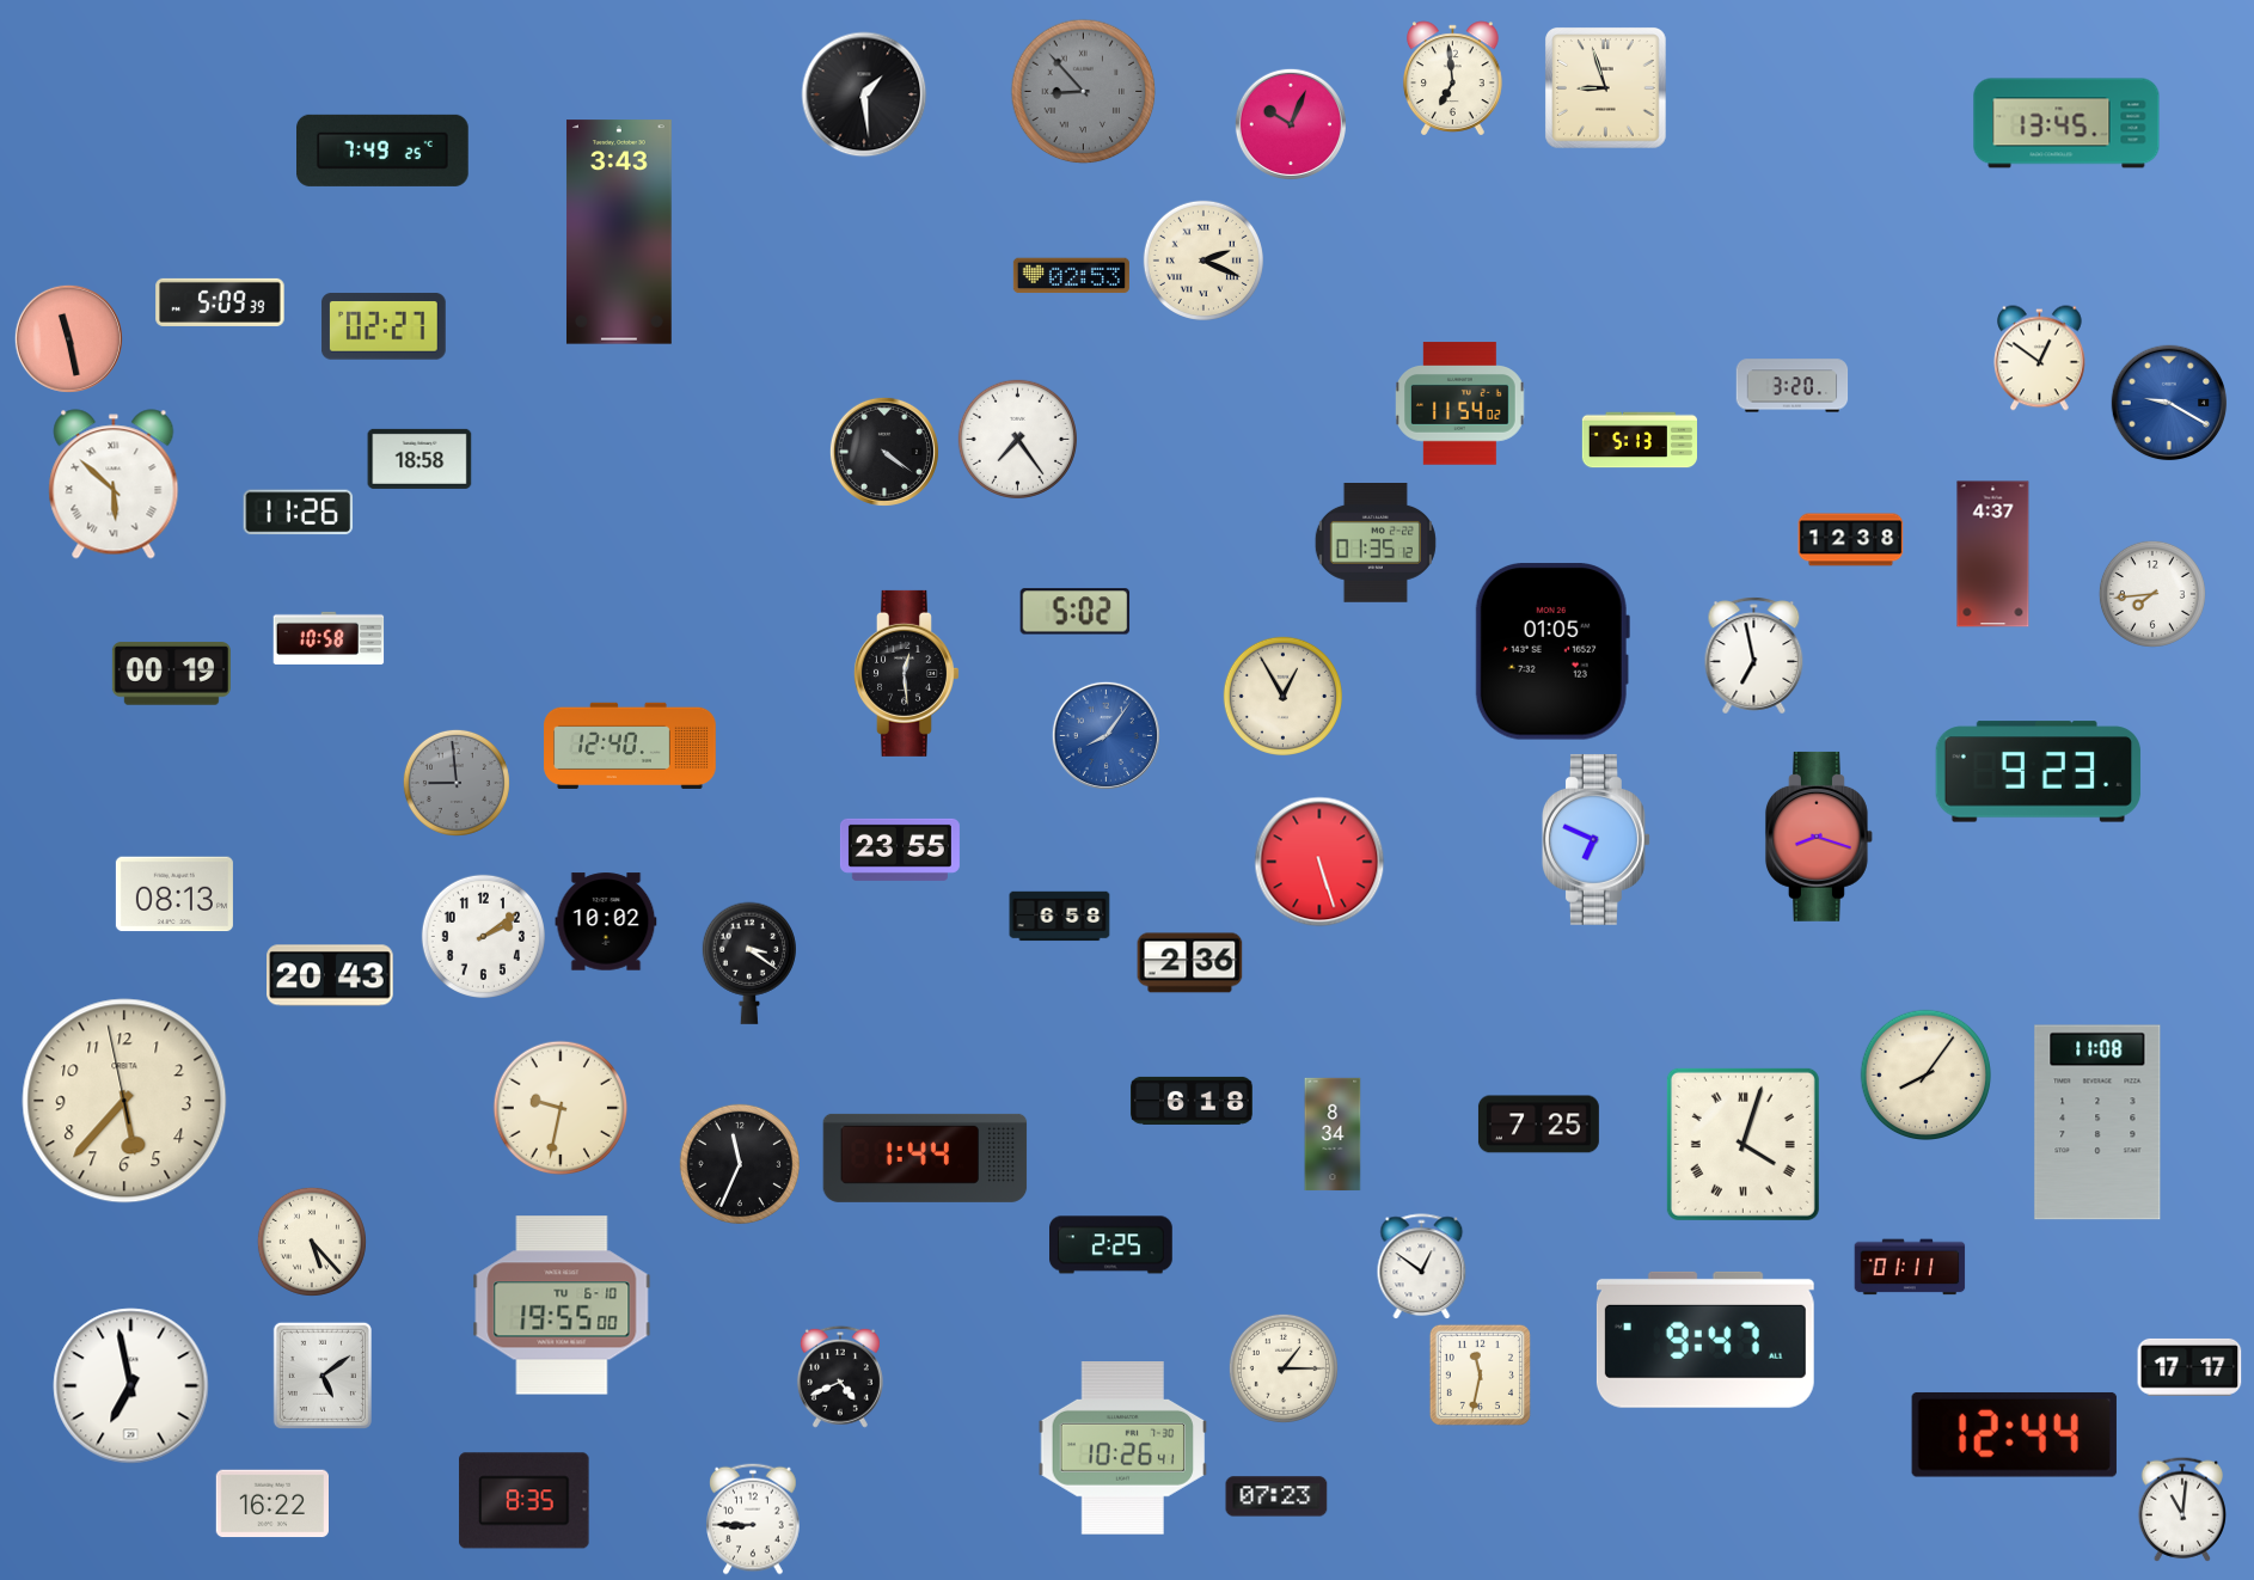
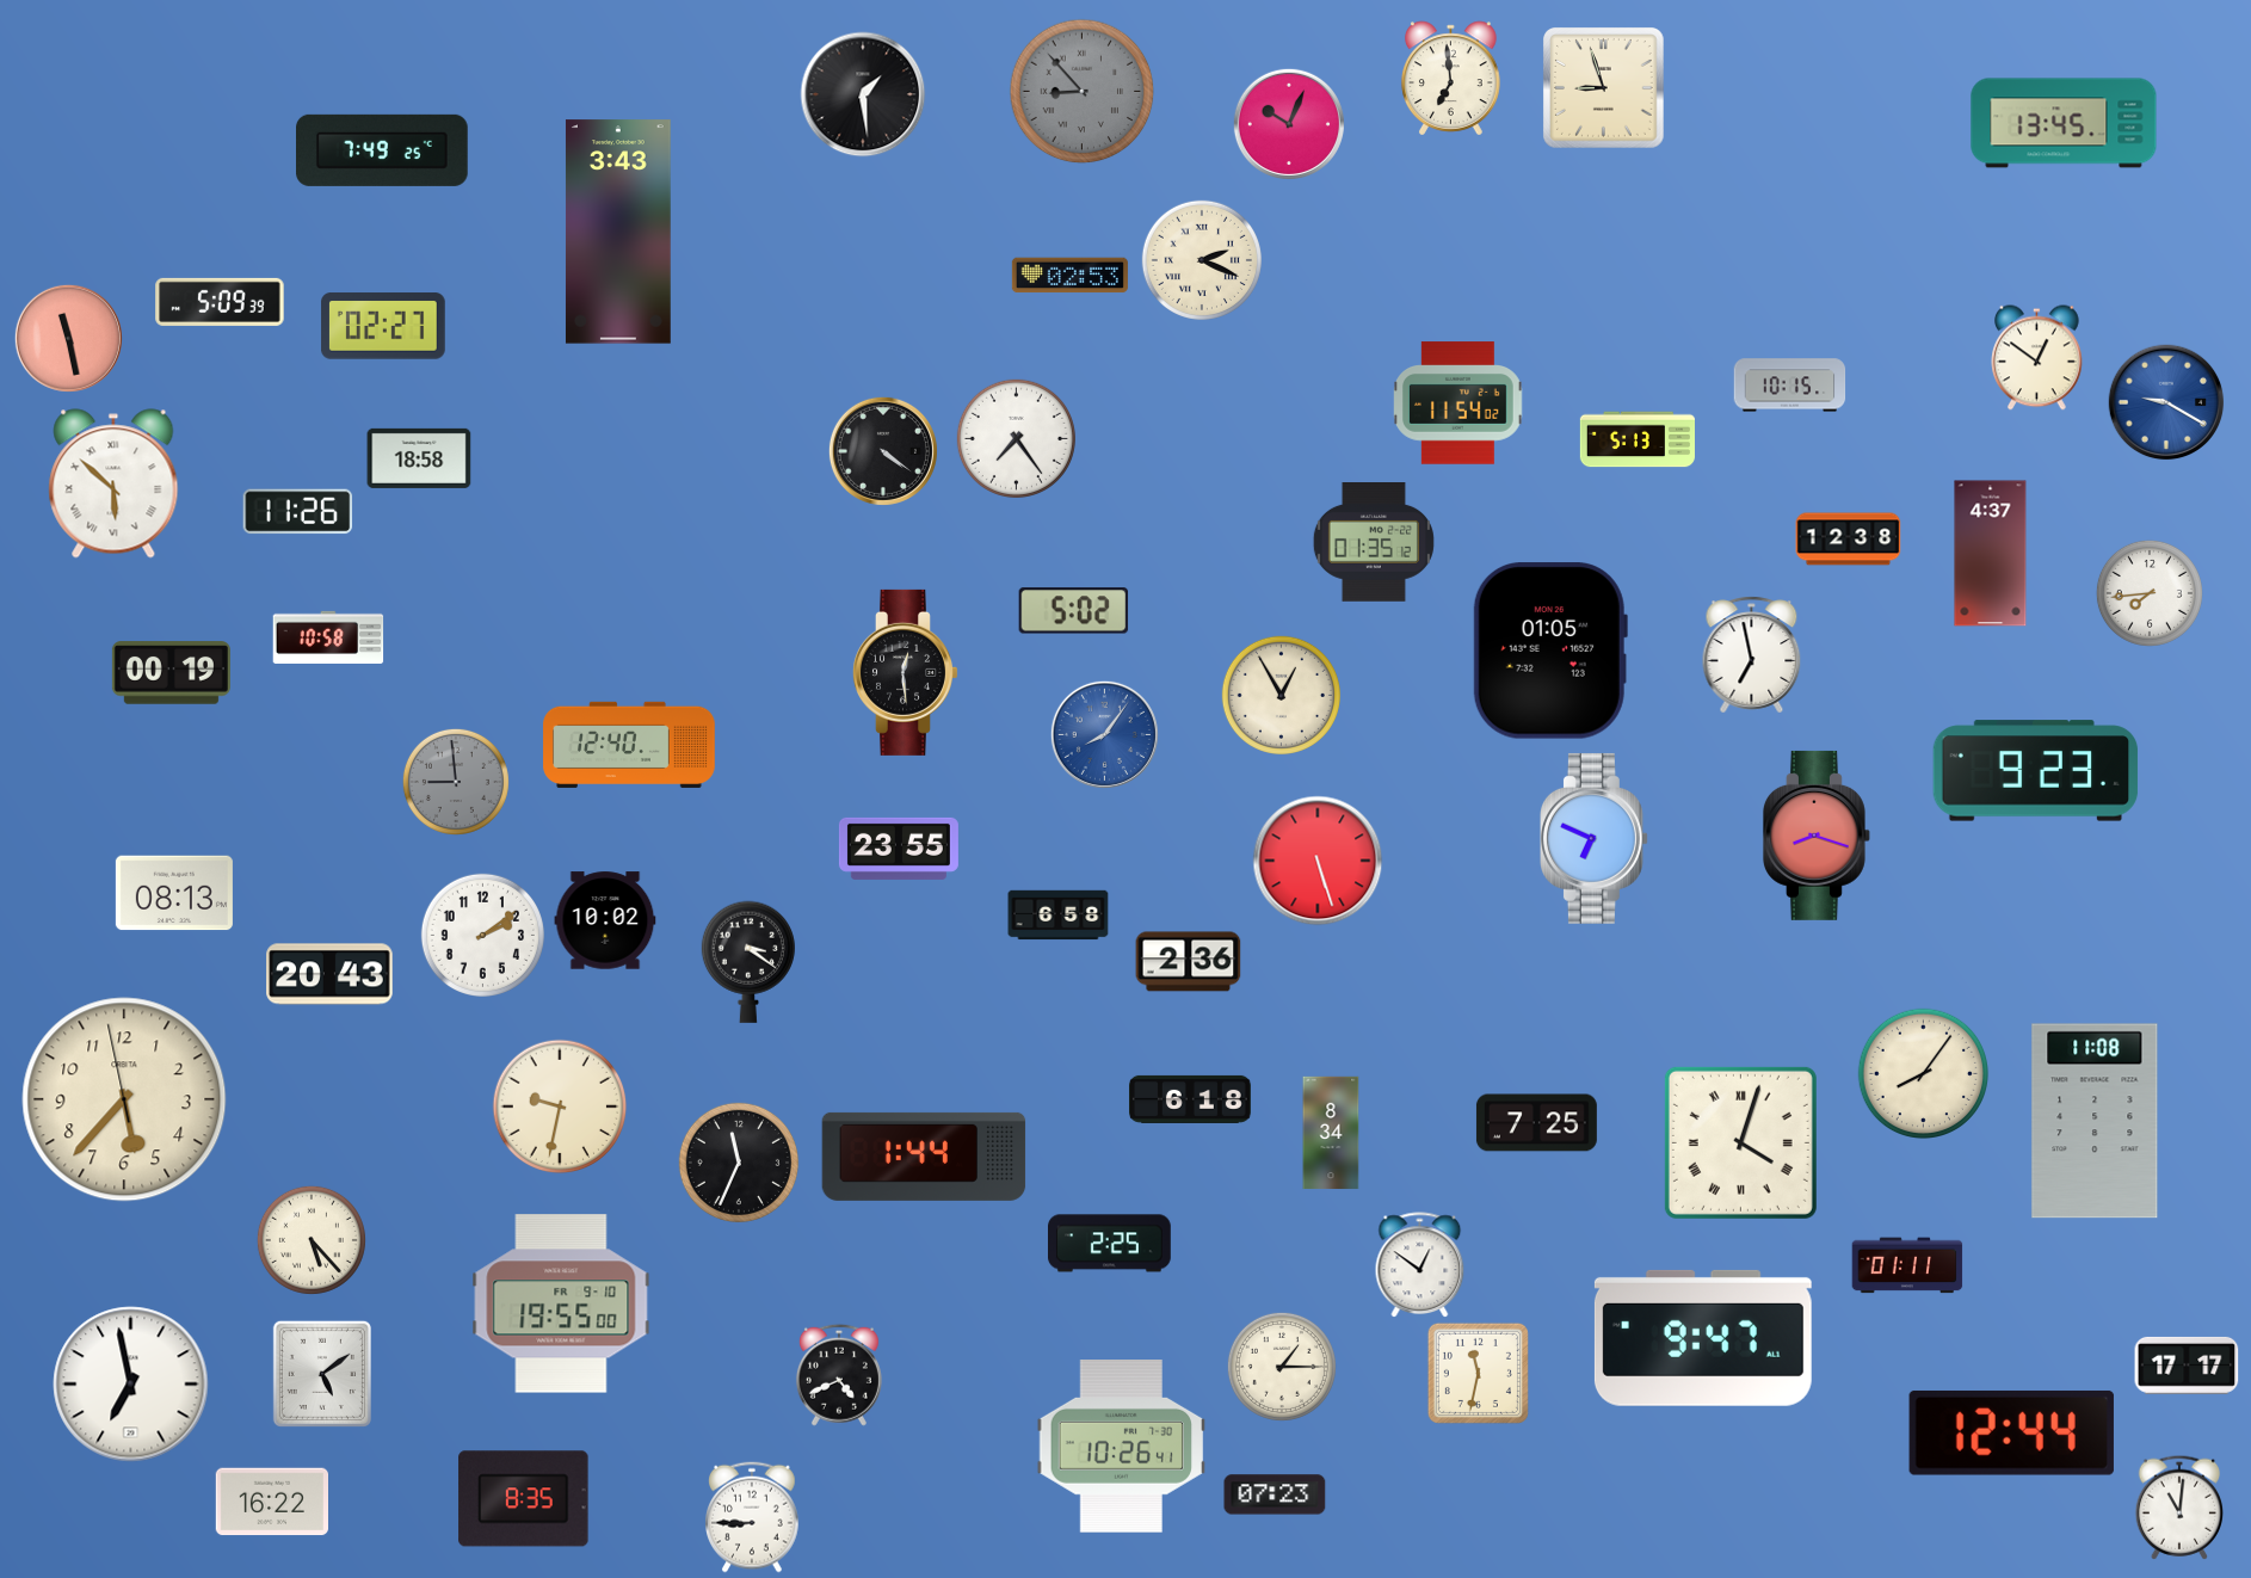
clock at (1793, 386): 3:20 -> 10:15
clock at (562, 1305) date: TU 6-10 -> FR 9-10
